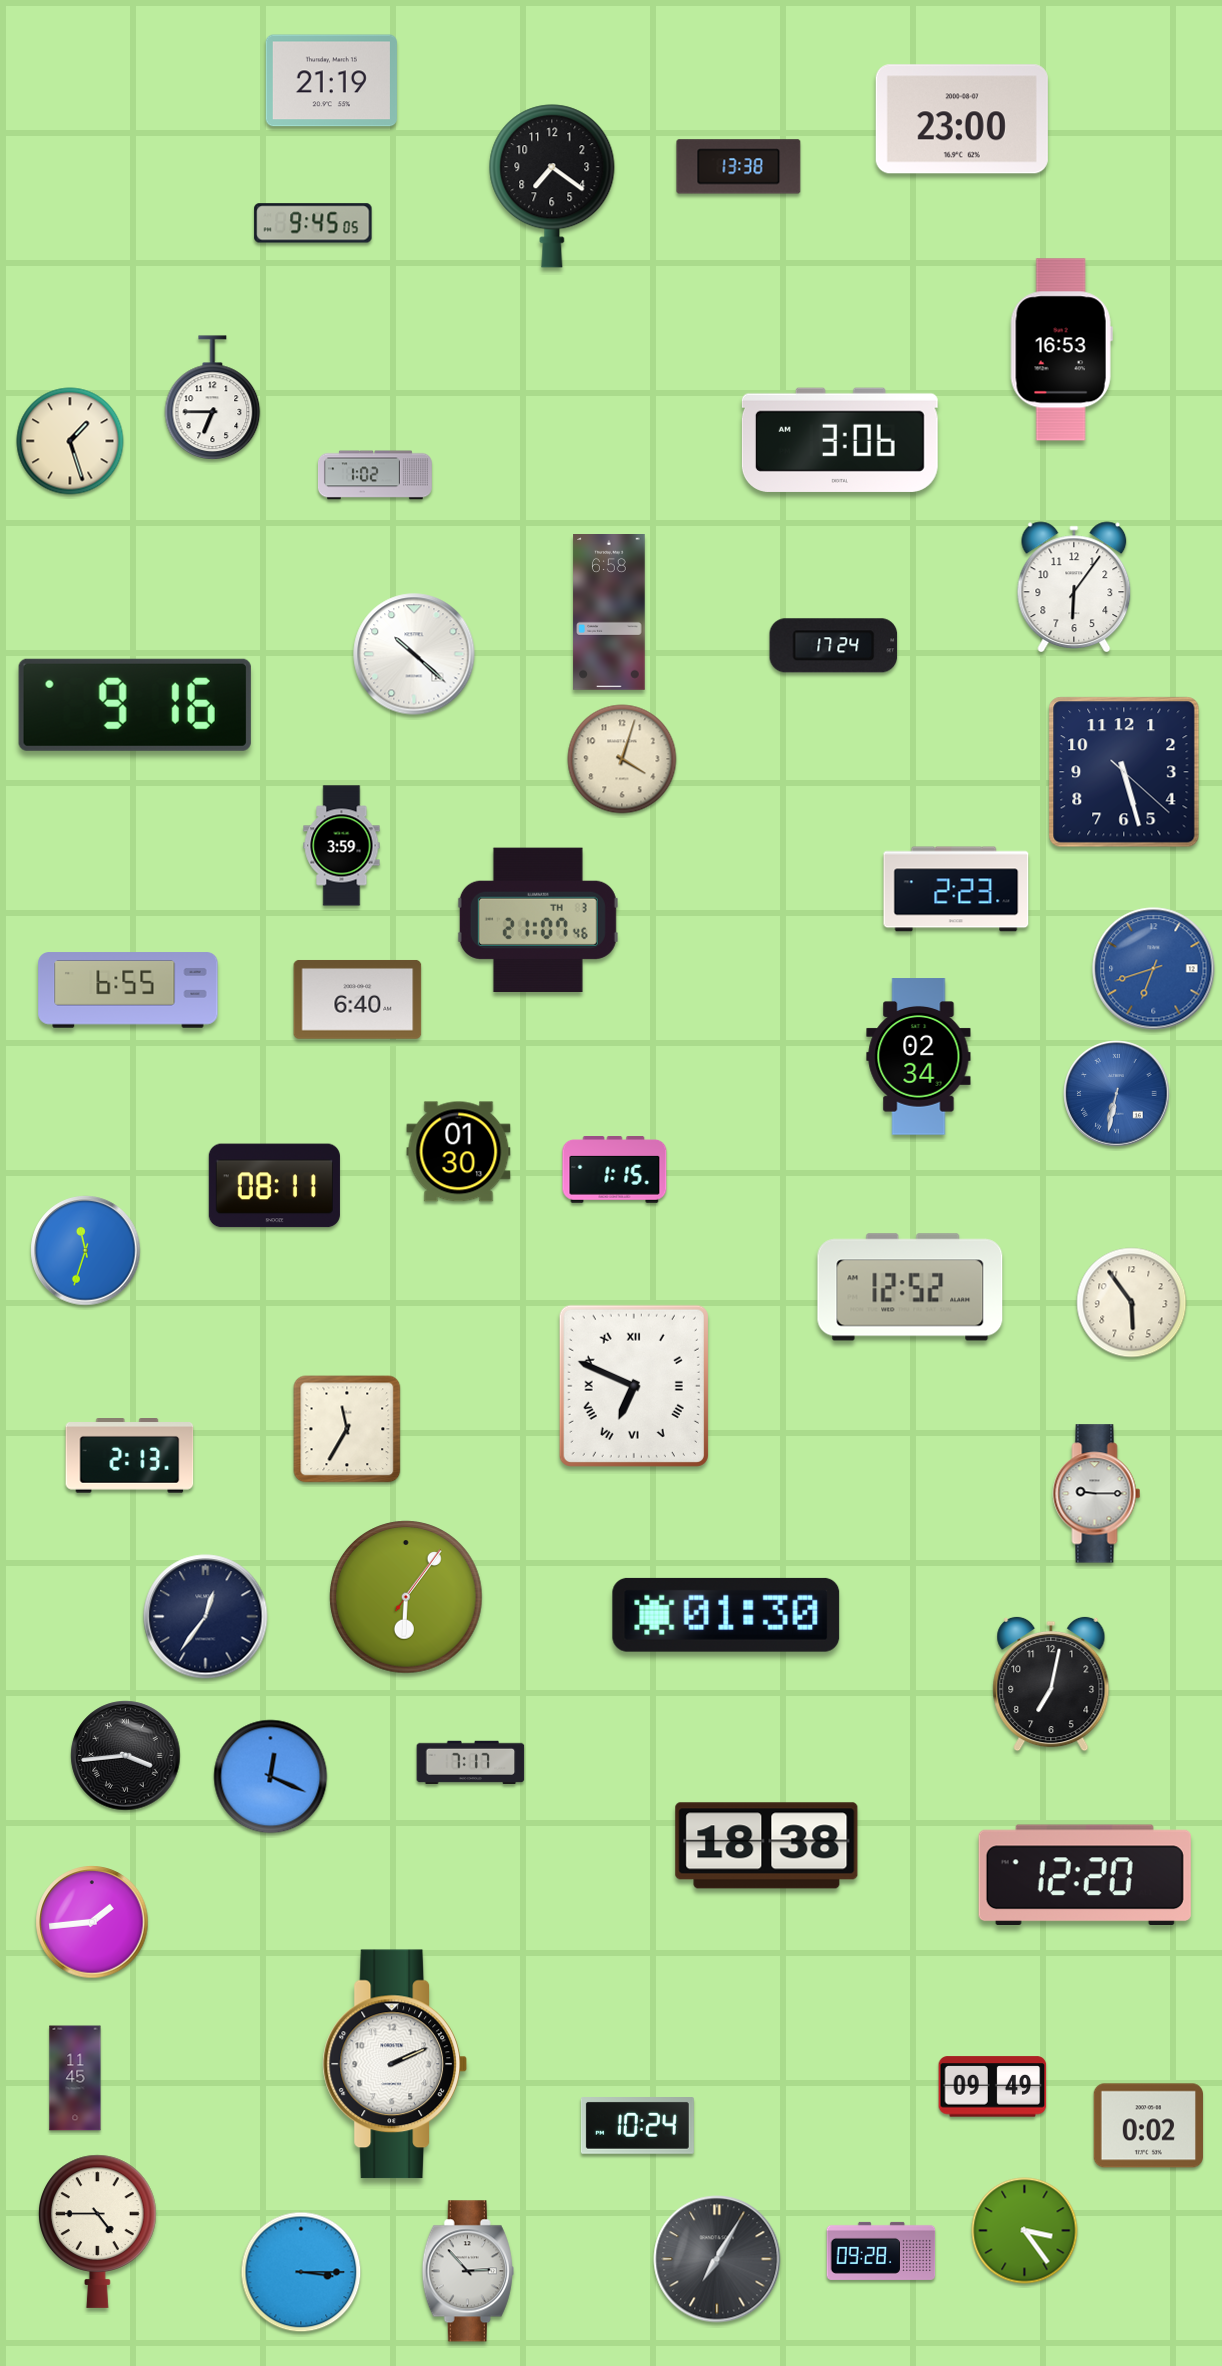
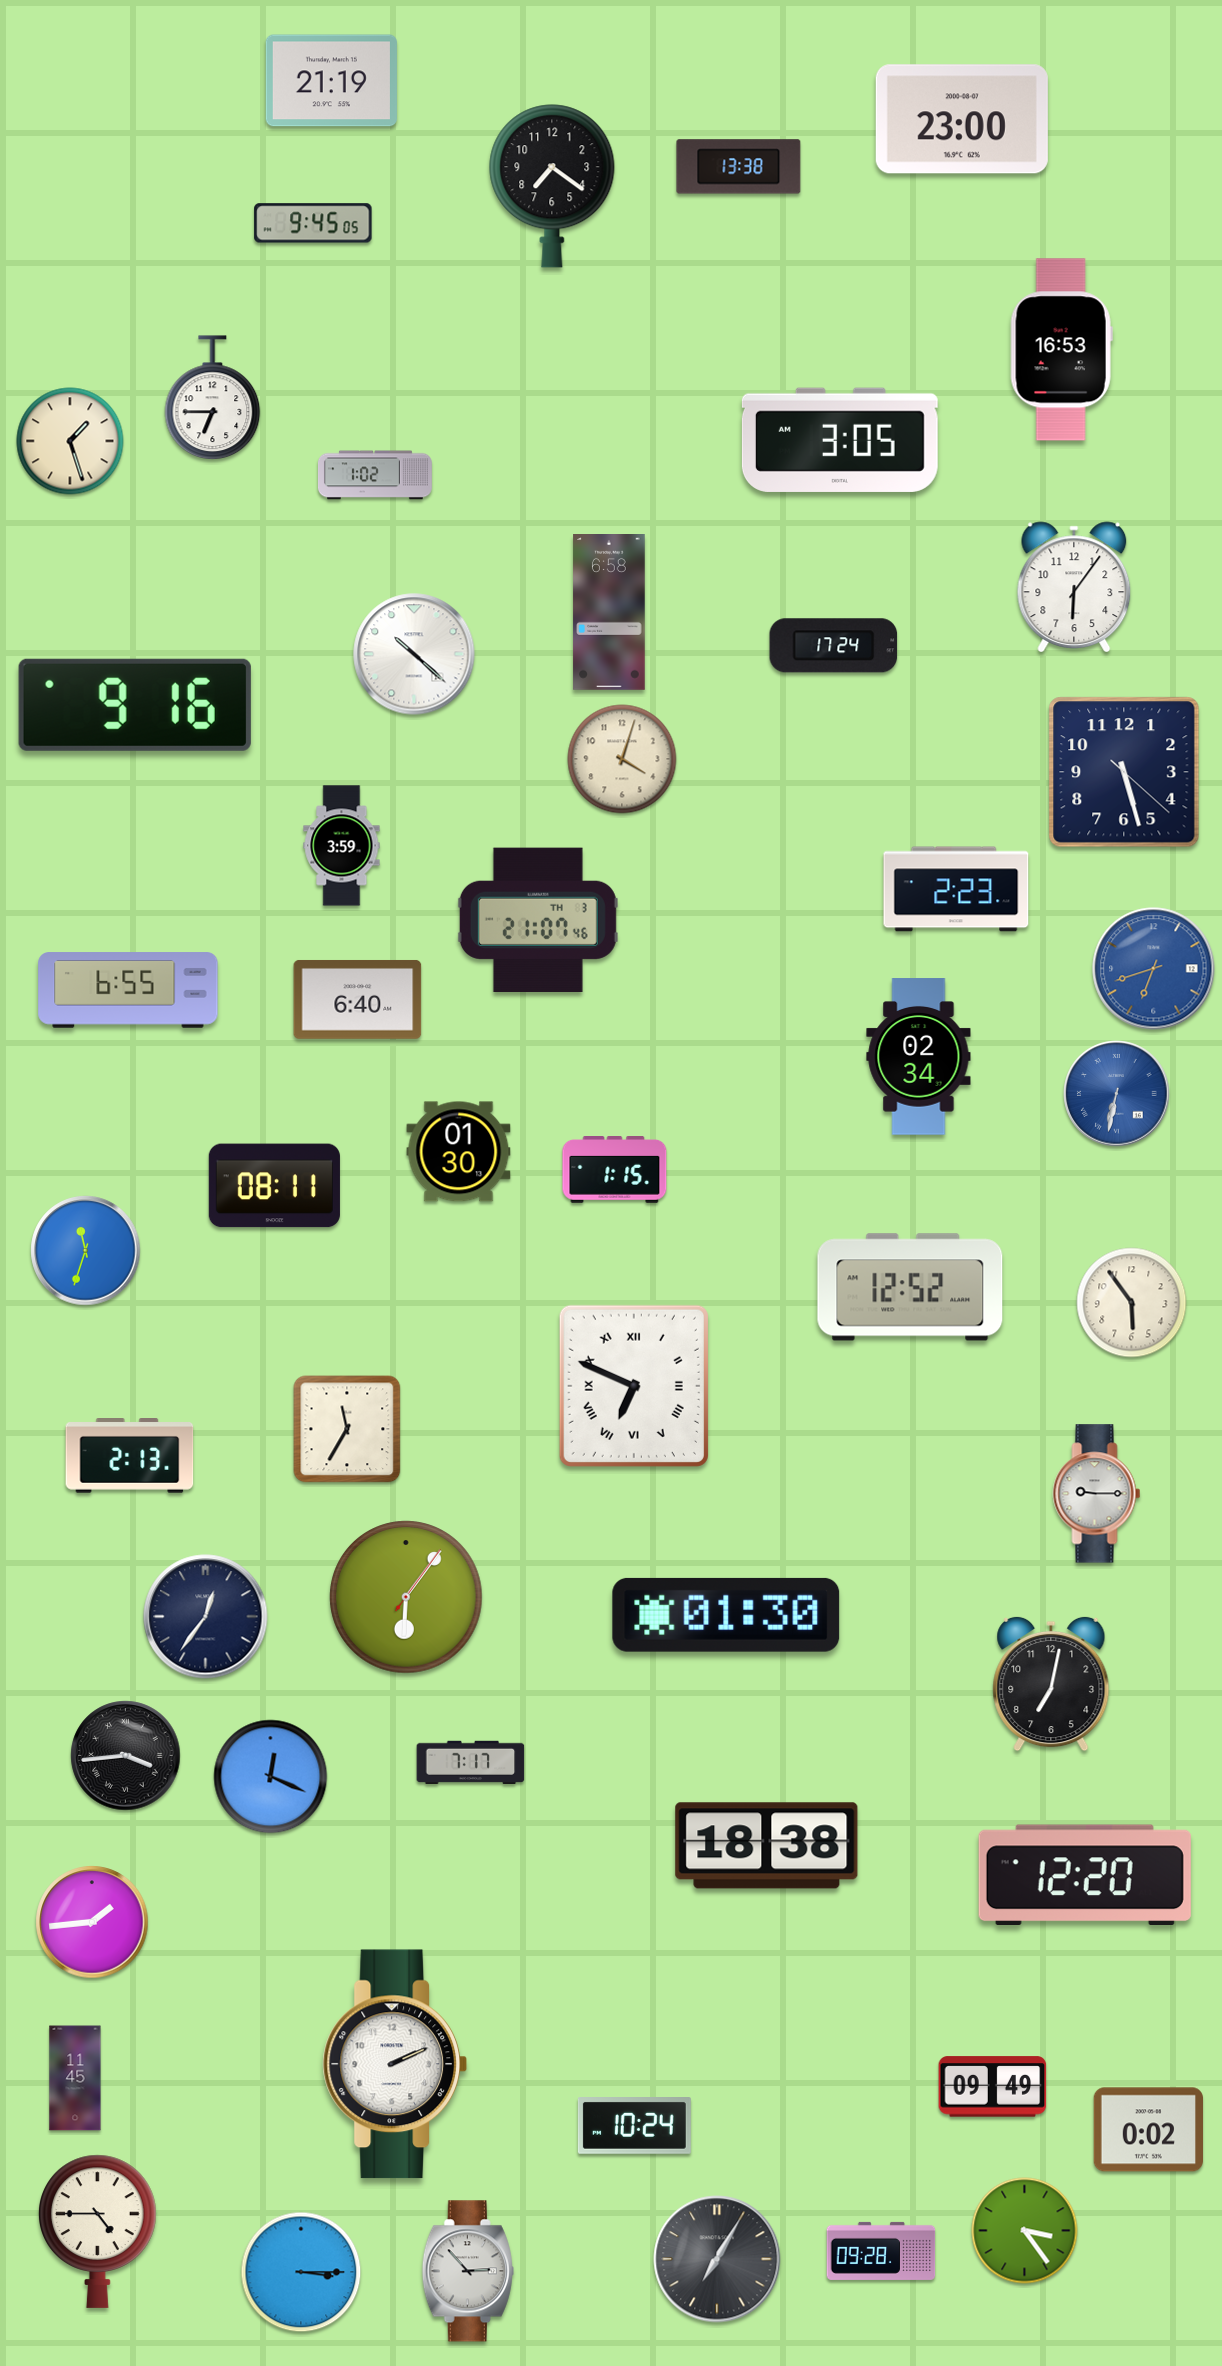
clock at (840, 440): 3:06 -> 3:05
clock at (637, 2126) position: (637, 2126) -> (634, 2126)
clock at (1149, 2126) position: (1149, 2126) -> (1149, 2130)
